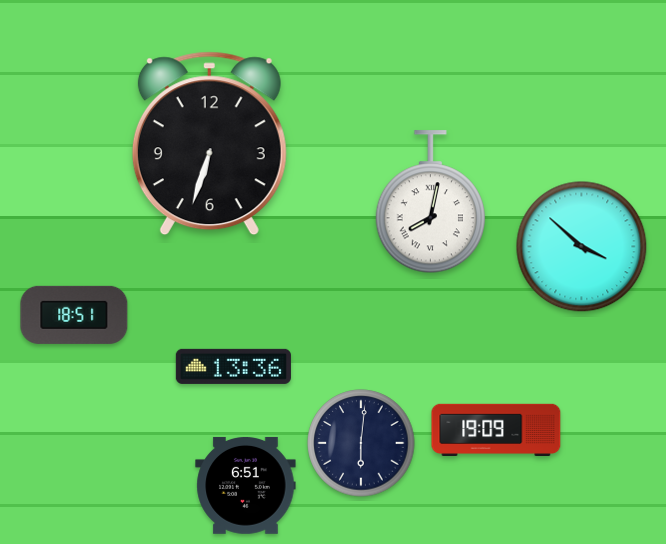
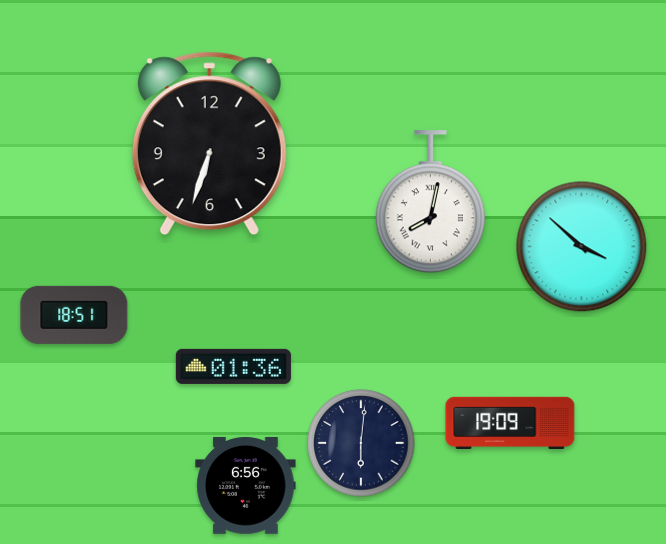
clock at (233, 366): 13:36 -> 01:36
clock at (496, 430) position: (496, 430) -> (510, 423)
clock at (246, 485): 6:51 -> 6:56
